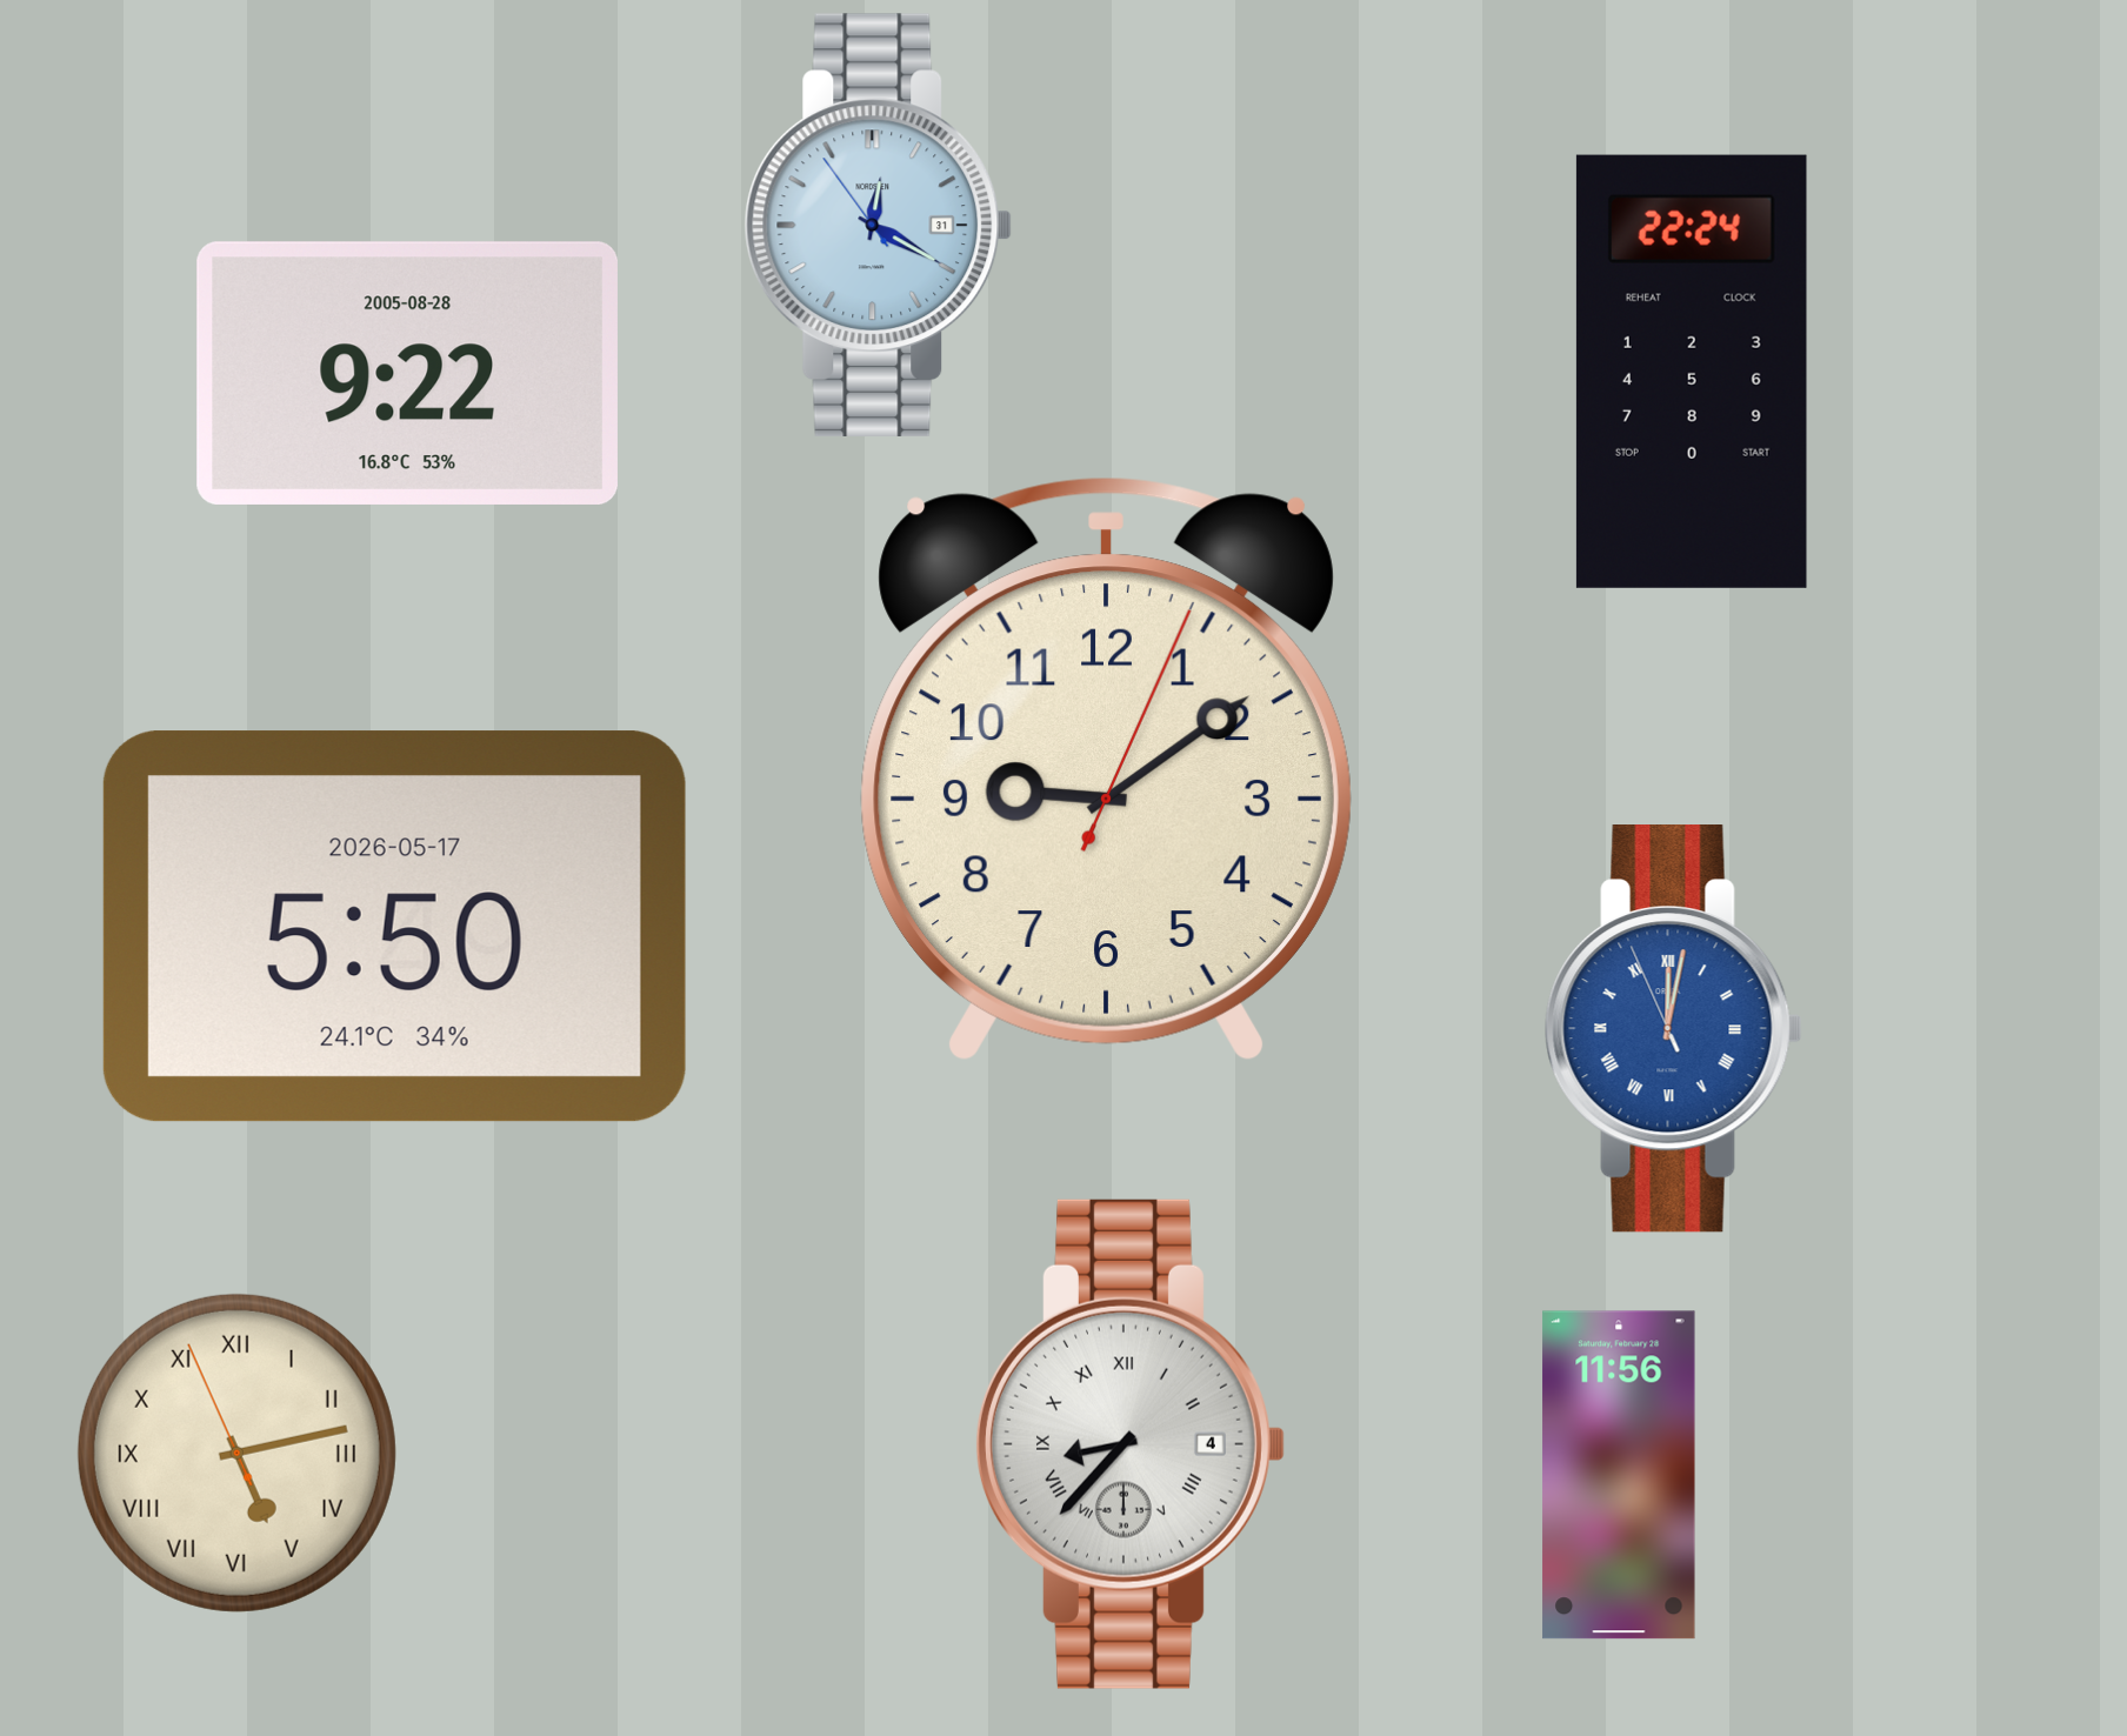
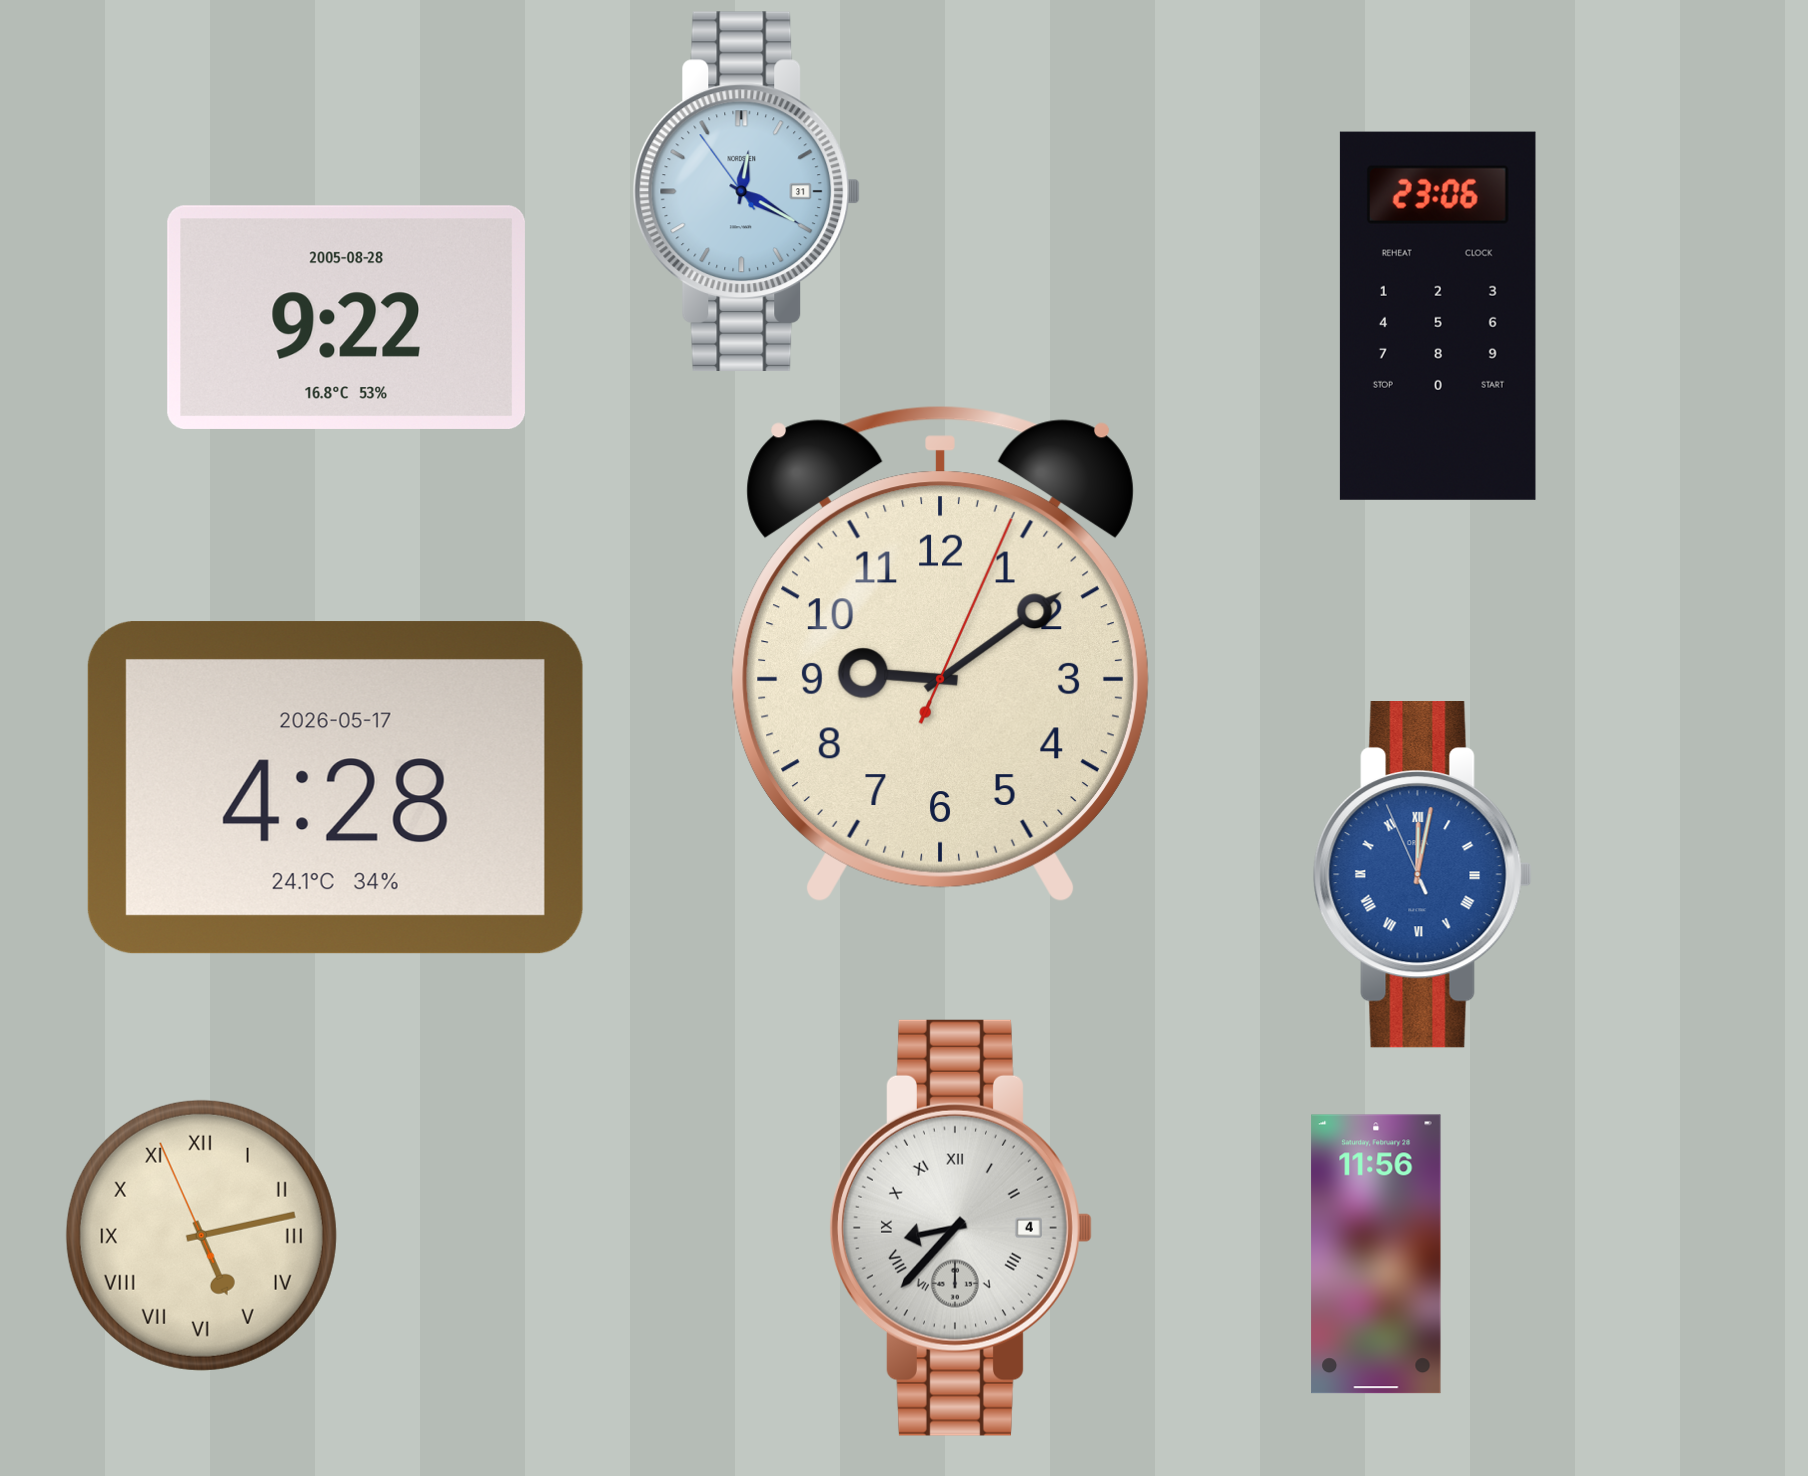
clock at (1692, 372): 22:24 -> 23:06
clock at (394, 927): 5:50 -> 4:28
